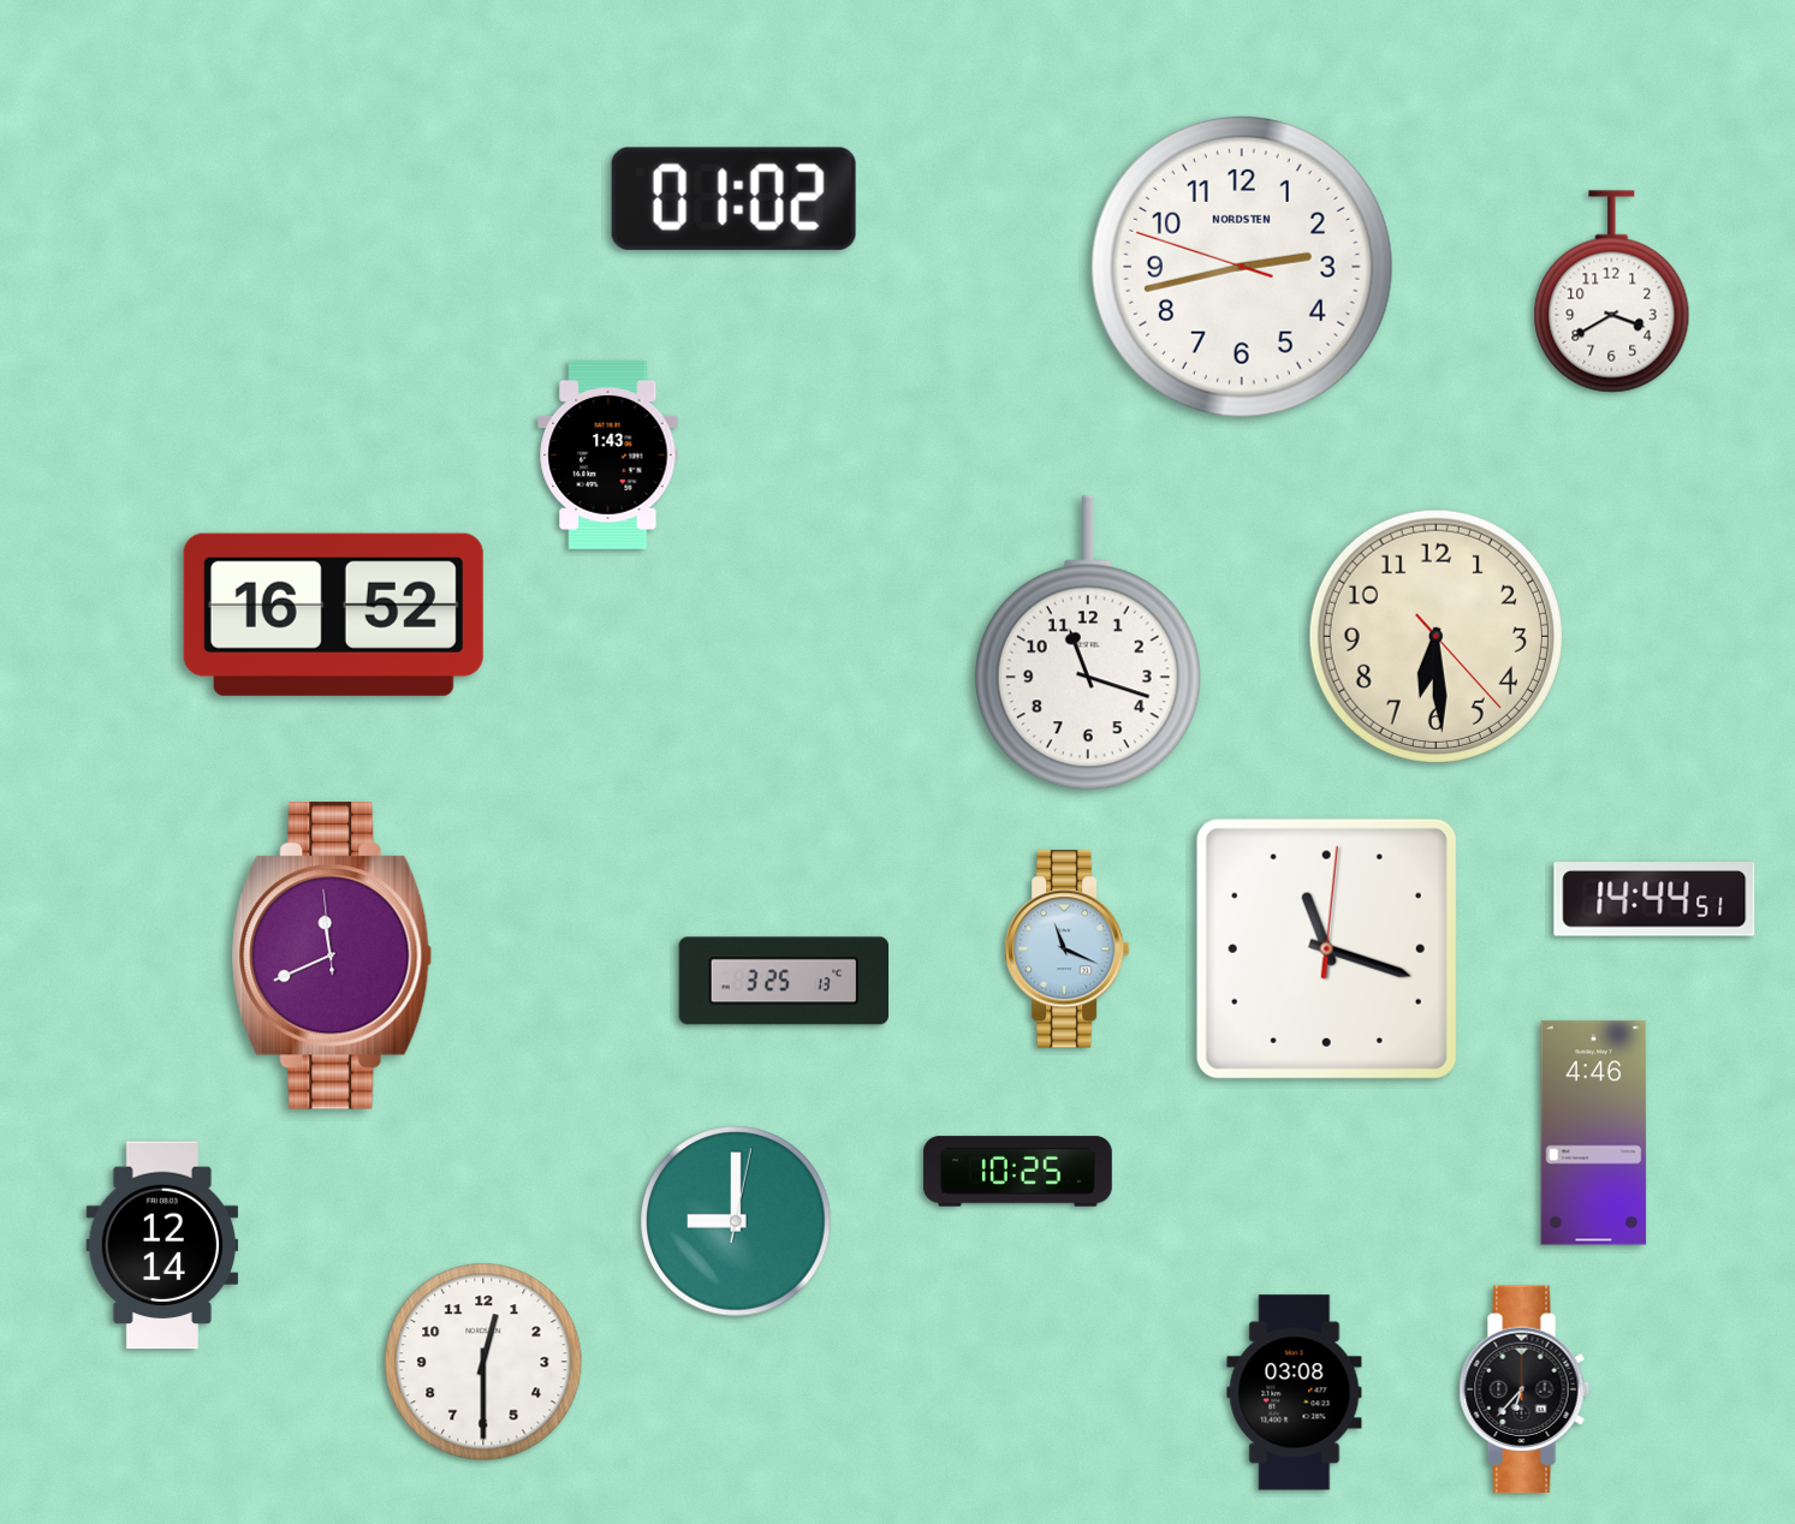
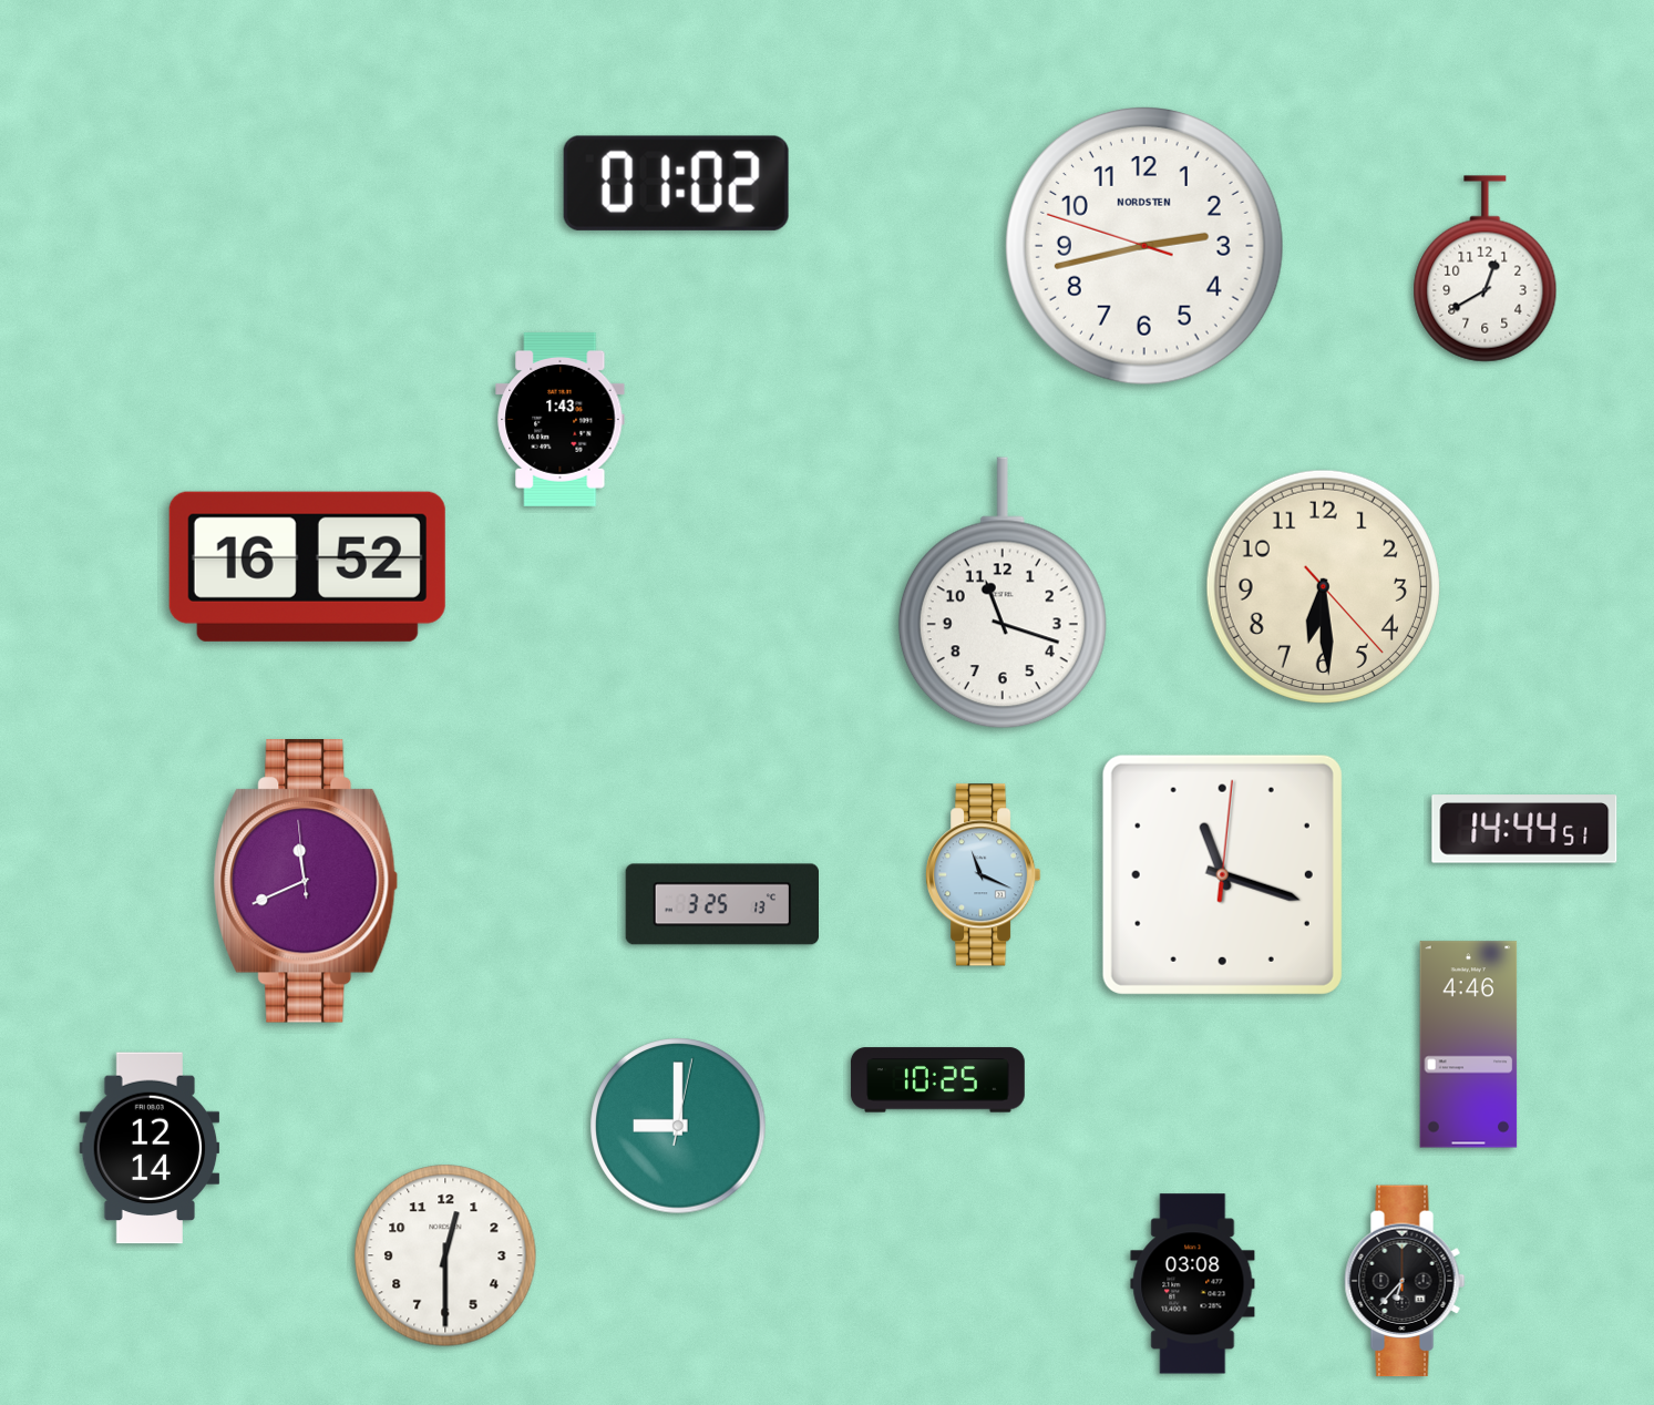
clock at (1612, 292): 3:40 -> 12:40
